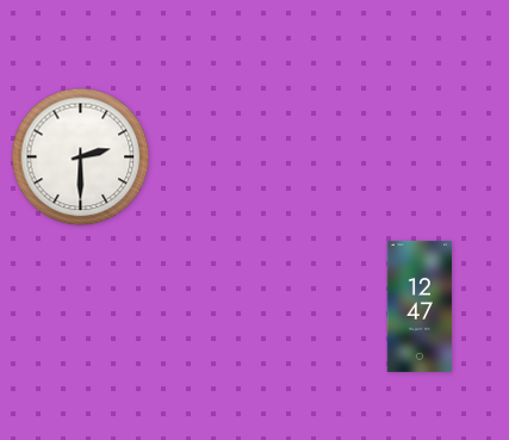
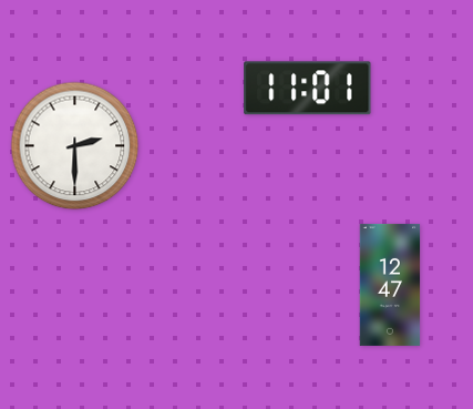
clock at (308, 89): none -> 11:01
